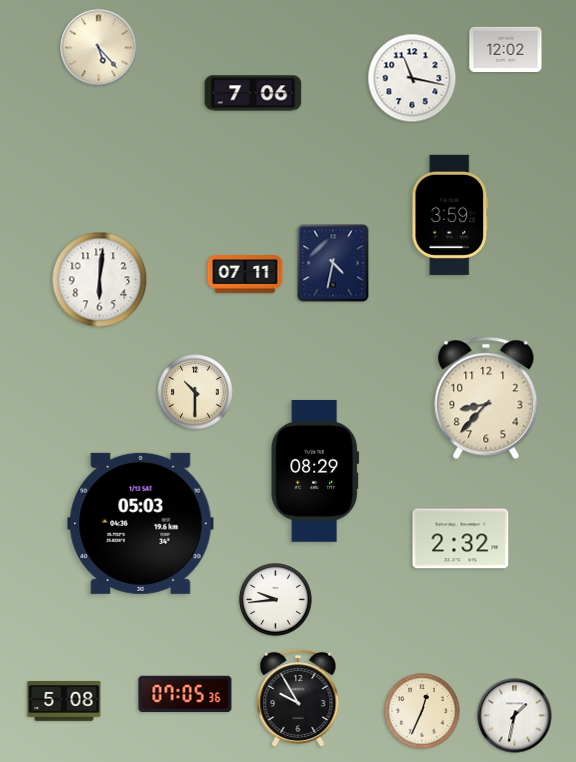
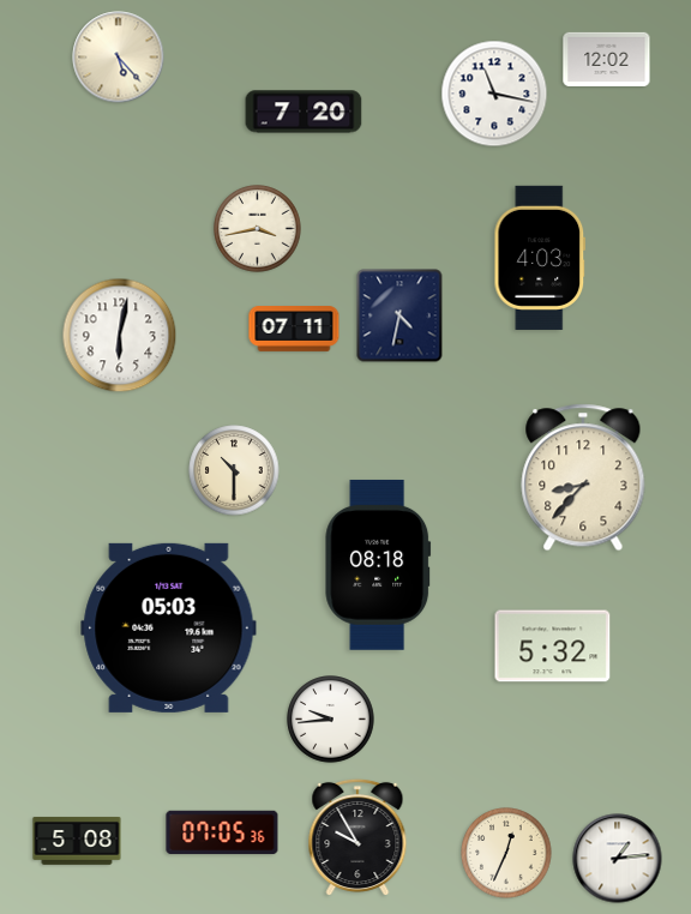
clock at (253, 93): 7:06 -> 7:20
clock at (258, 229): none -> 3:43
clock at (450, 215): 3:59 -> 4:03
clock at (100, 280): 6:01 -> 6:02
clock at (315, 471): 08:29 -> 08:18
clock at (461, 539): 2:32 -> 5:32
clock at (515, 716): 1:32 -> 1:14
